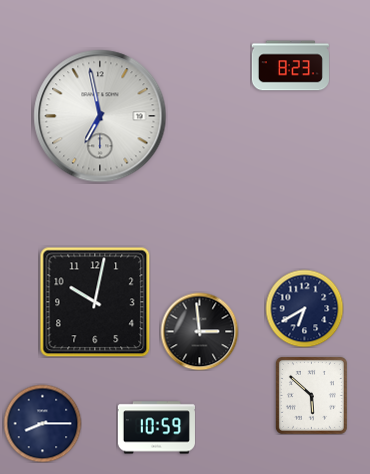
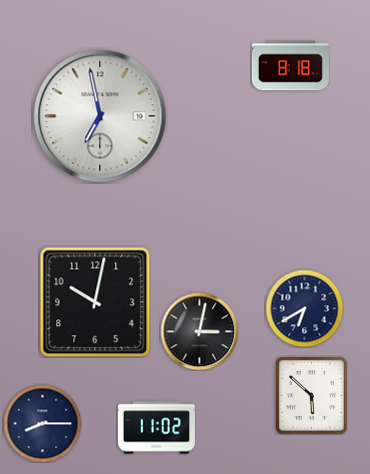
clock at (290, 66): 8:23 -> 8:18
clock at (199, 331): 2:59 -> 3:02
clock at (156, 428): 10:59 -> 11:02
